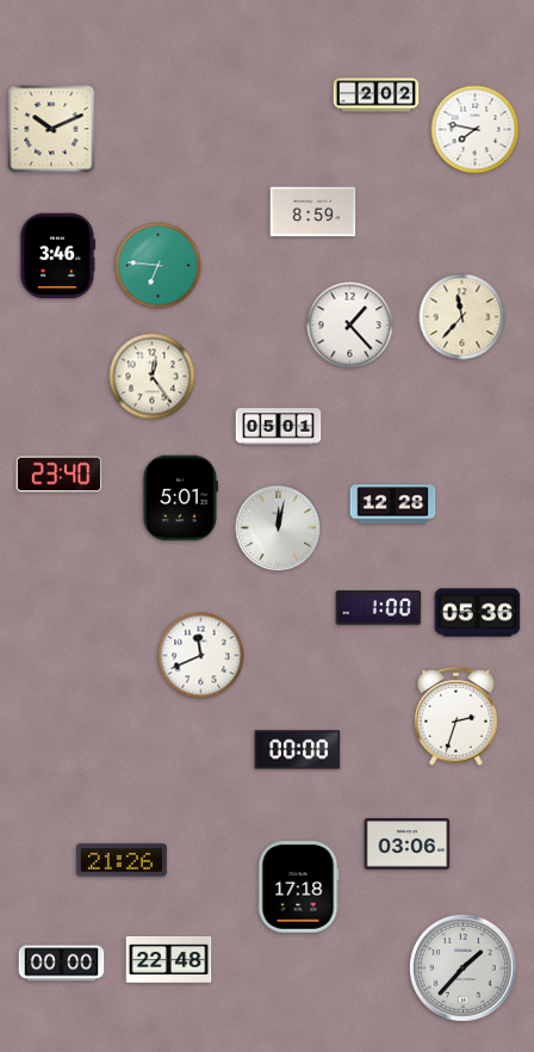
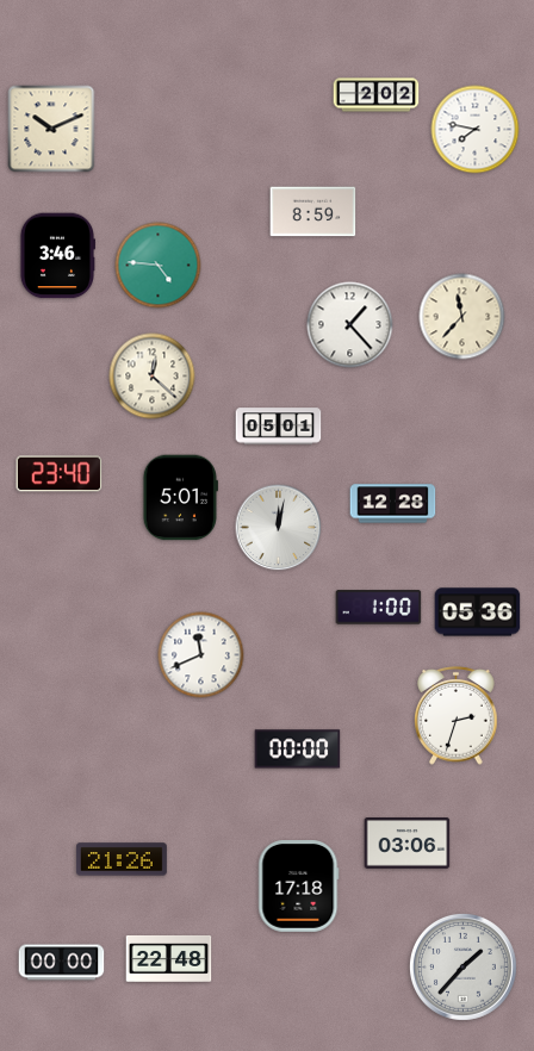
clock at (159, 266): 6:46 -> 4:46
clock at (153, 377): 12:24 -> 12:22
